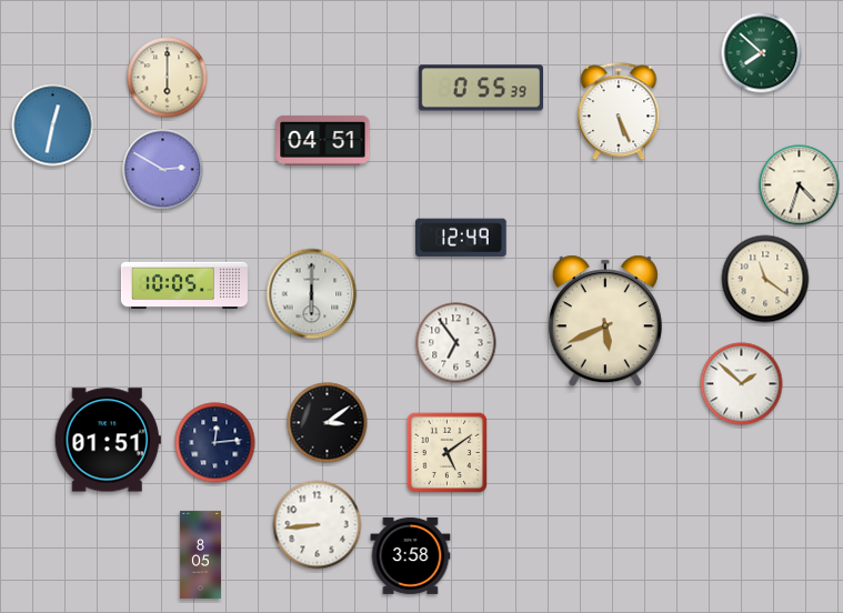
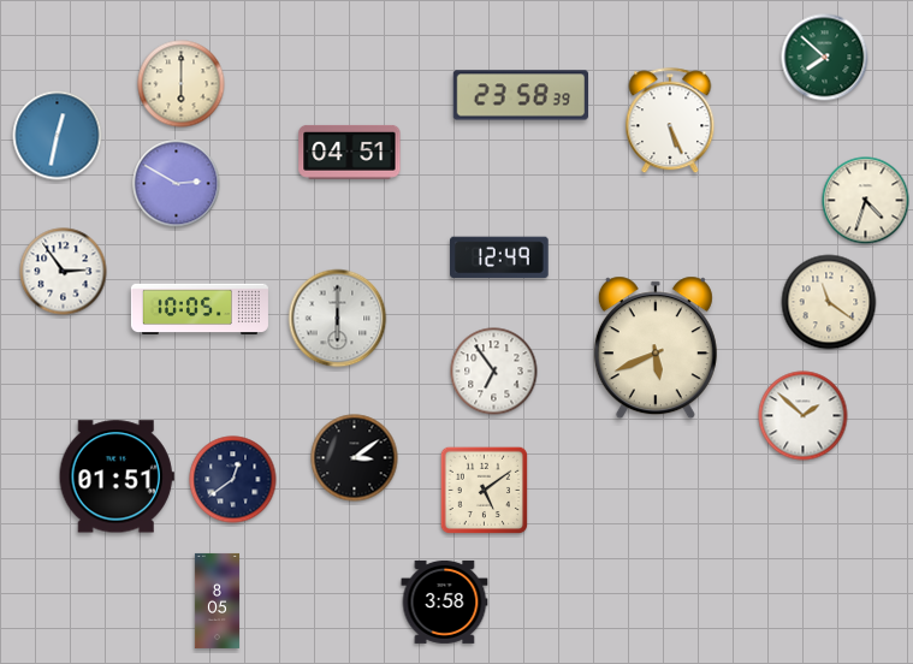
clock at (480, 88): 0:55 -> 23:58
clock at (64, 272): none -> 2:54
clock at (215, 443): 12:14 -> 12:39
clock at (318, 525): 8:44 -> none
